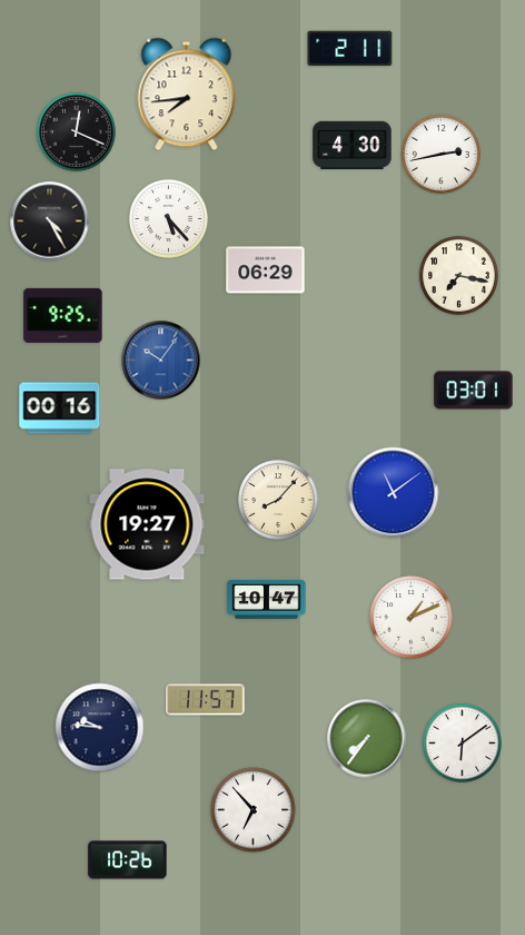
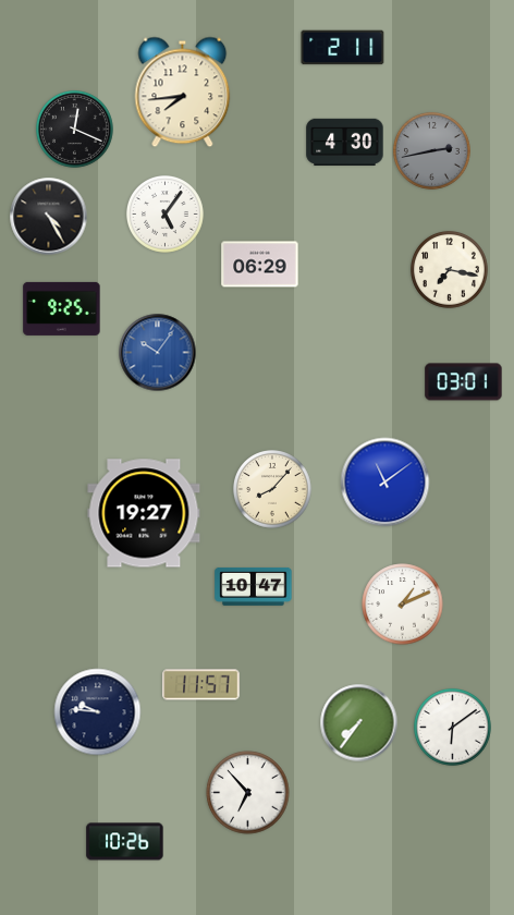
clock at (440, 154) dial: white -> grey
clock at (168, 218): 5:23 -> 5:06
clock at (60, 409): 00:16 -> none
clock at (267, 599) position: (267, 599) -> (254, 586)
